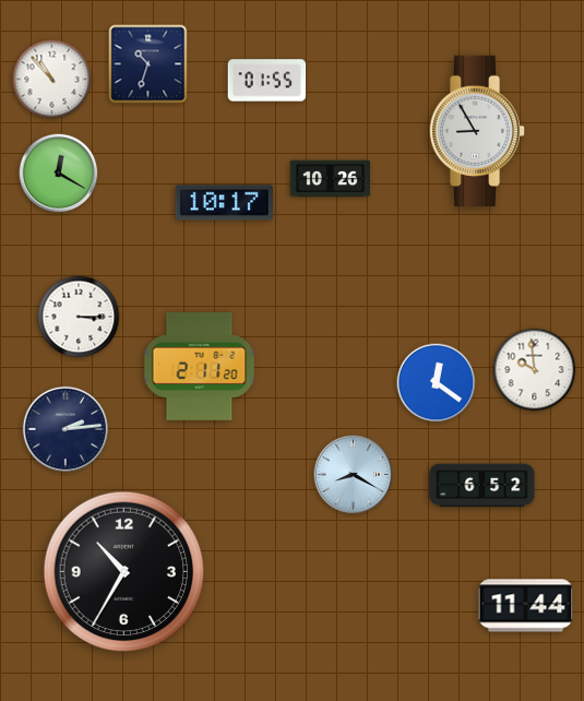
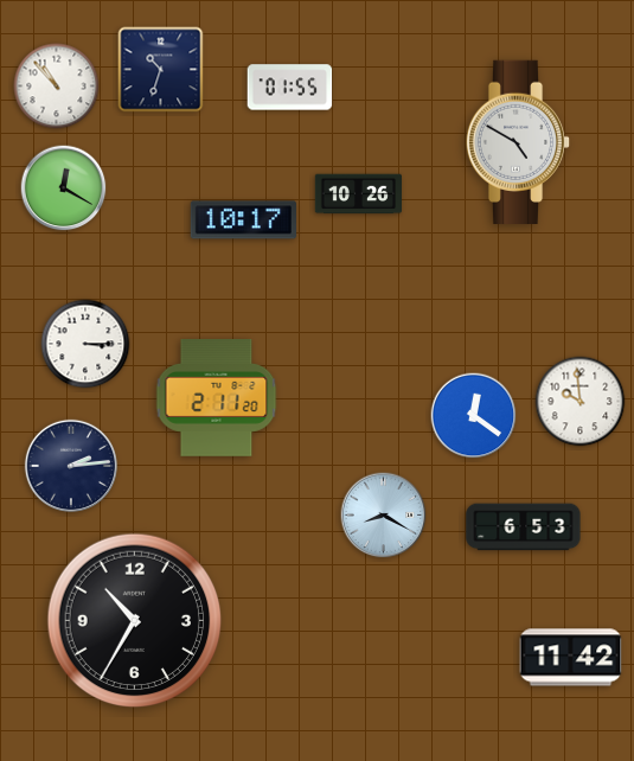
clock at (477, 130): 8:55 -> 4:50
clock at (482, 486): 6:52 -> 6:53
clock at (526, 606): 11:44 -> 11:42
